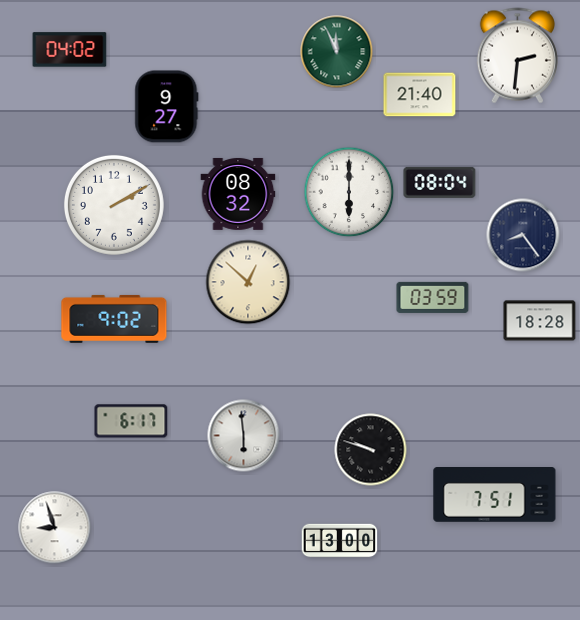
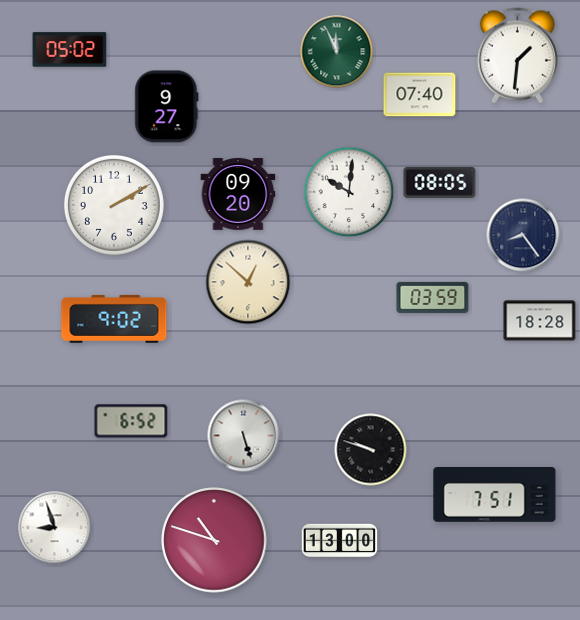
clock at (70, 50): 04:02 -> 05:02
clock at (517, 56): 2:31 -> 1:31
clock at (420, 95): 21:40 -> 07:40
clock at (440, 182): 08:04 -> 08:05
clock at (349, 192): 6:00 -> 10:01
clock at (238, 194): 08:32 -> 09:20
clock at (131, 421): 6:17 -> 6:52
clock at (244, 436): 5:59 -> 5:27
clock at (214, 540): none -> 10:48
